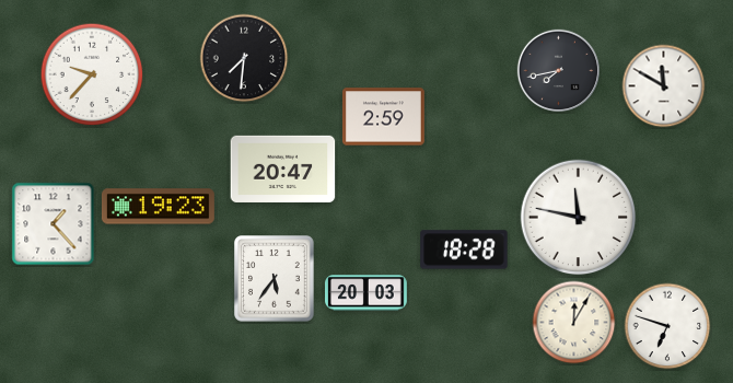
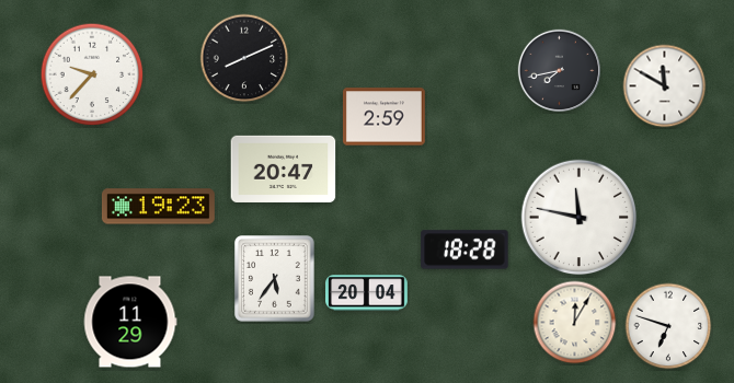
clock at (244, 58): 7:31 -> 8:11
clock at (54, 224): 1:23 -> none
clock at (366, 293): 20:03 -> 20:04
clock at (130, 322): none -> 11:29
